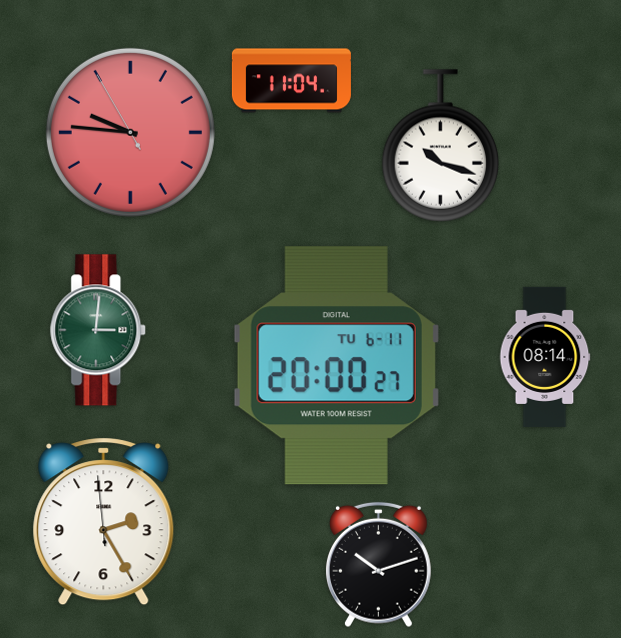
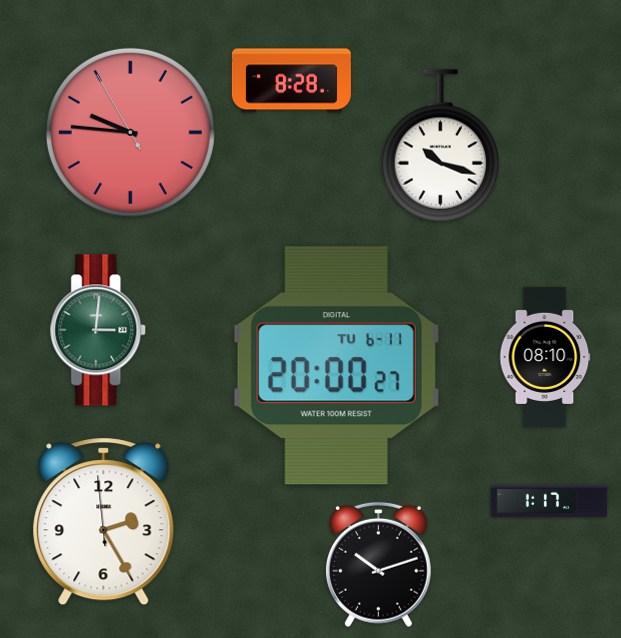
clock at (291, 81): 11:04 -> 8:28
clock at (545, 357): 08:14 -> 08:10
clock at (549, 501): none -> 1:17
